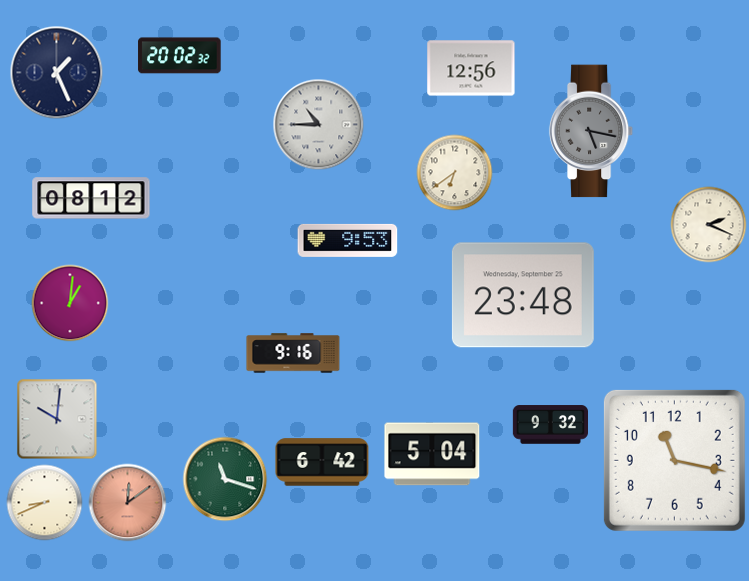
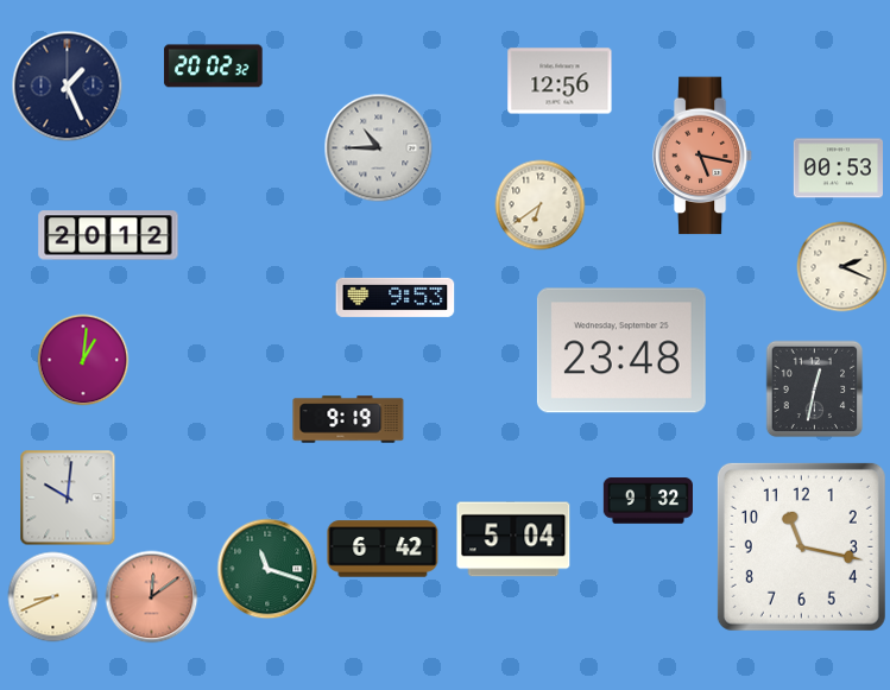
clock at (591, 131) dial: grey -> salmon
clock at (838, 169): none -> 00:53
clock at (91, 198): 08:12 -> 20:12
clock at (348, 240) position: (348, 240) -> (396, 297)
clock at (815, 390): none -> 12:32
clock at (293, 353): 9:16 -> 9:19
clock at (550, 425) position: (550, 425) -> (648, 501)
